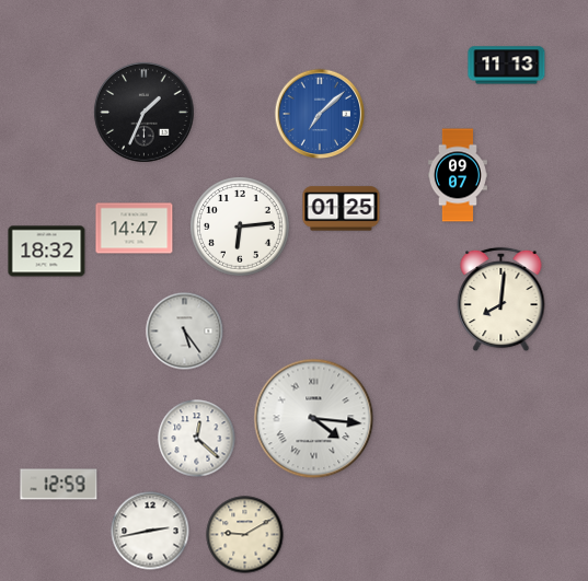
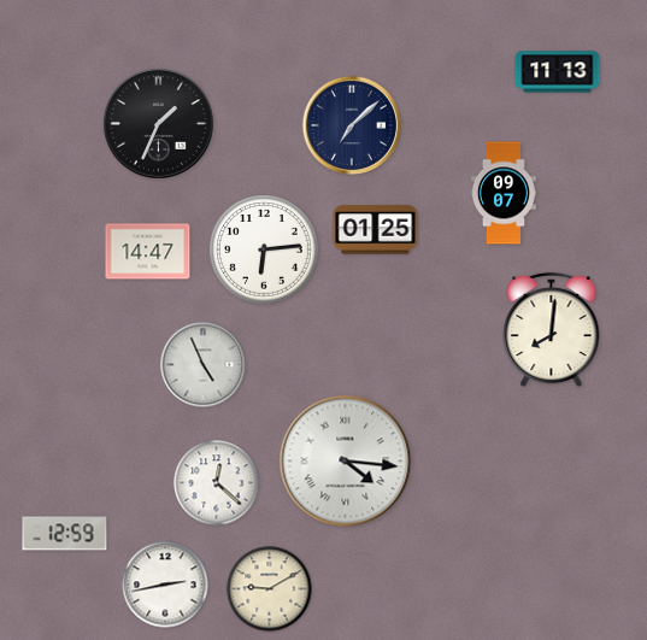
clock at (320, 114) dial: blue -> navy
clock at (47, 252): 18:32 -> none
clock at (185, 332): 5:24 -> 4:56
